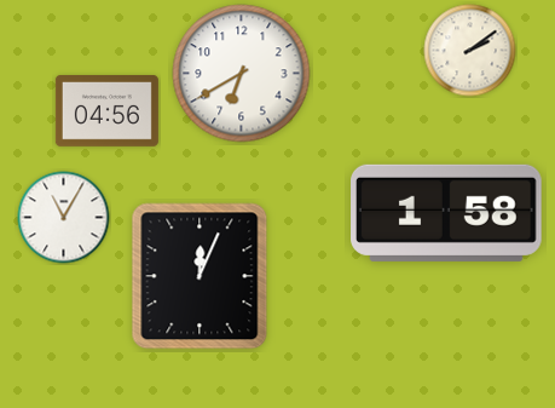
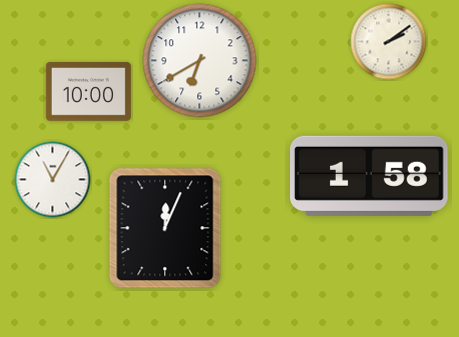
clock at (106, 111): 04:56 -> 10:00
